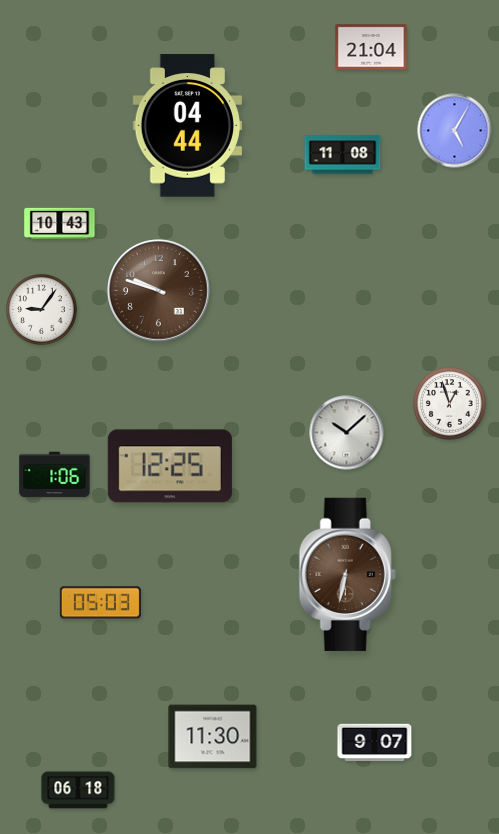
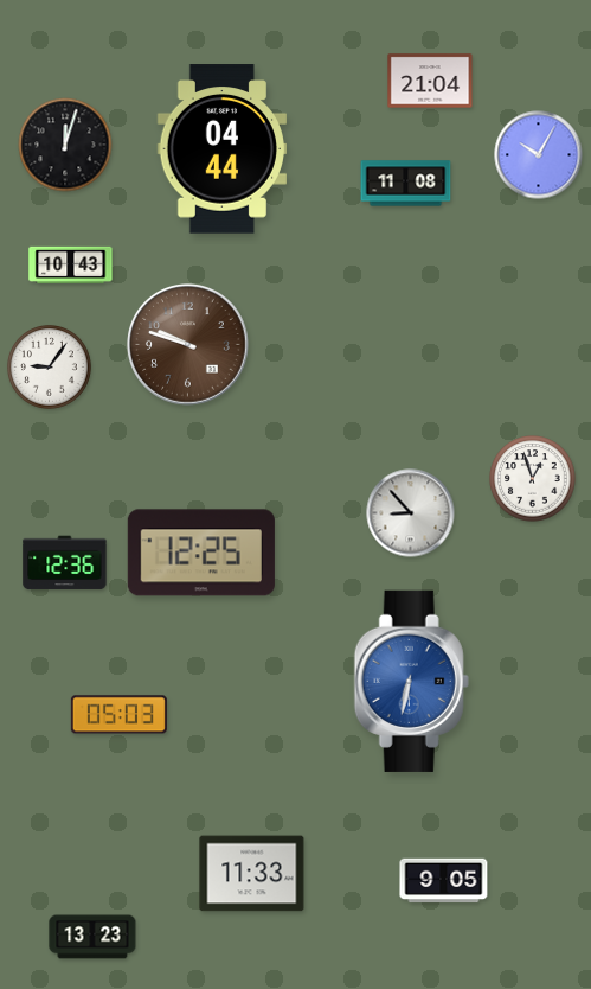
clock at (371, 47) position: (371, 47) -> (430, 81)
clock at (65, 145): none -> 12:03
clock at (455, 131): 5:05 -> 10:05
clock at (347, 433): 10:08 -> 8:53
clock at (55, 475): 1:06 -> 12:36
clock at (347, 574) dial: brown -> blue
clock at (213, 737): 11:30 -> 11:33
clock at (375, 743): 9:07 -> 9:05
clock at (78, 790): 06:18 -> 13:23
